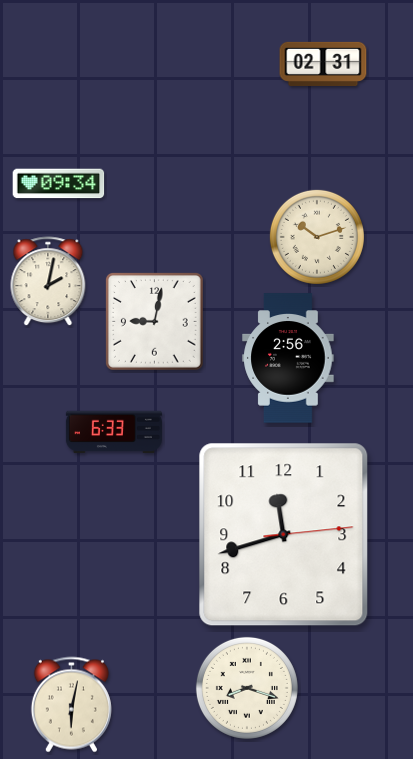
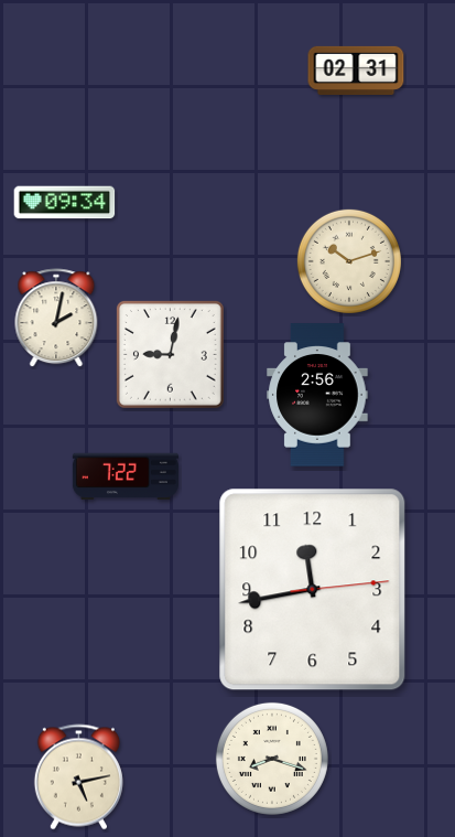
clock at (48, 282) position: (48, 282) -> (56, 319)
clock at (114, 432): 6:33 -> 7:22
clock at (284, 535): 11:42 -> 11:43
clock at (71, 705): 6:02 -> 5:13
